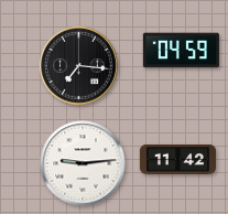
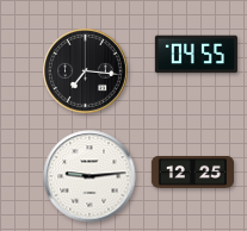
clock at (181, 51): 04:59 -> 04:55
clock at (177, 159): 11:42 -> 12:25
